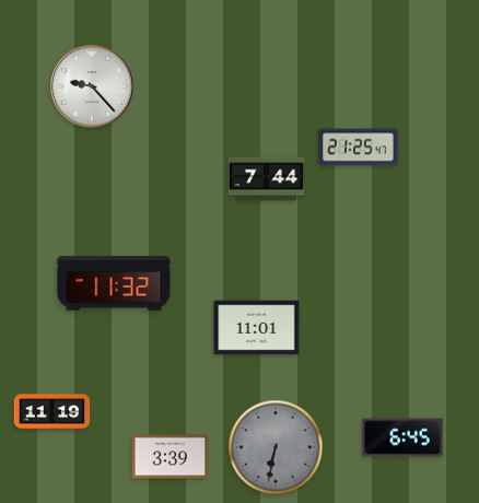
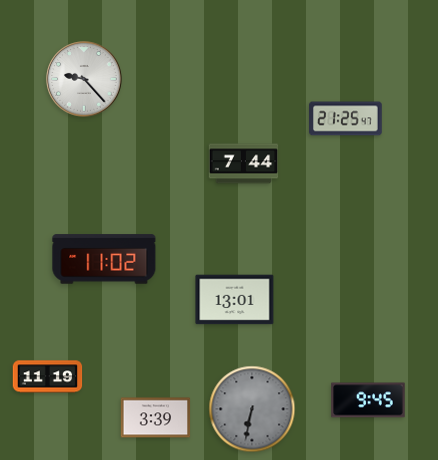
clock at (359, 148) position: (359, 148) -> (346, 119)
clock at (114, 283): 11:32 -> 11:02
clock at (257, 328): 11:01 -> 13:01
clock at (402, 437): 6:45 -> 9:45
